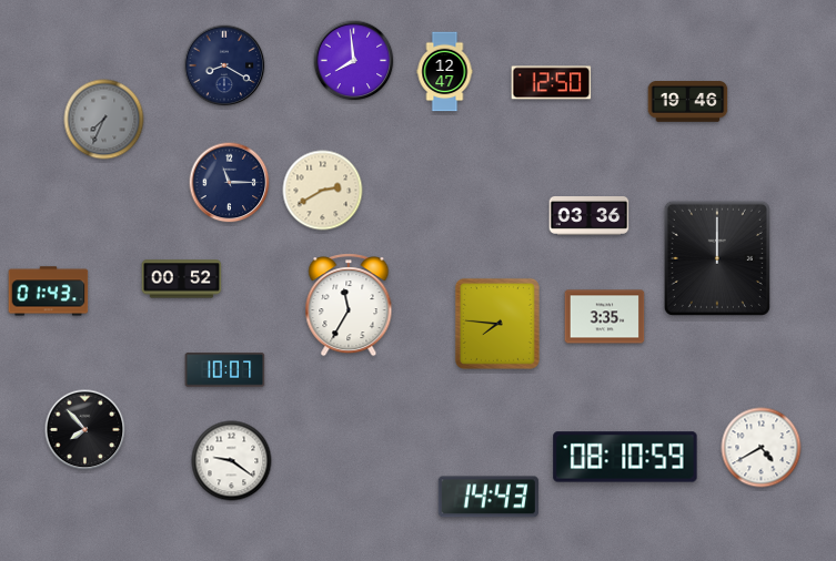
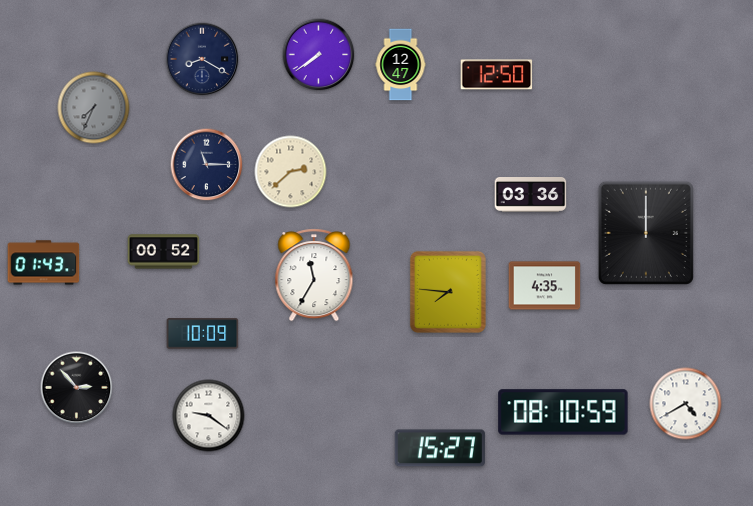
clock at (354, 61): 7:59 -> 7:39
clock at (688, 102): 19:46 -> none
clock at (323, 191): 2:40 -> 2:38
clock at (605, 317): 3:35 -> 4:35
clock at (225, 370): 10:07 -> 10:09
clock at (85, 430): 7:53 -> 2:53
clock at (488, 497): 14:43 -> 15:27
